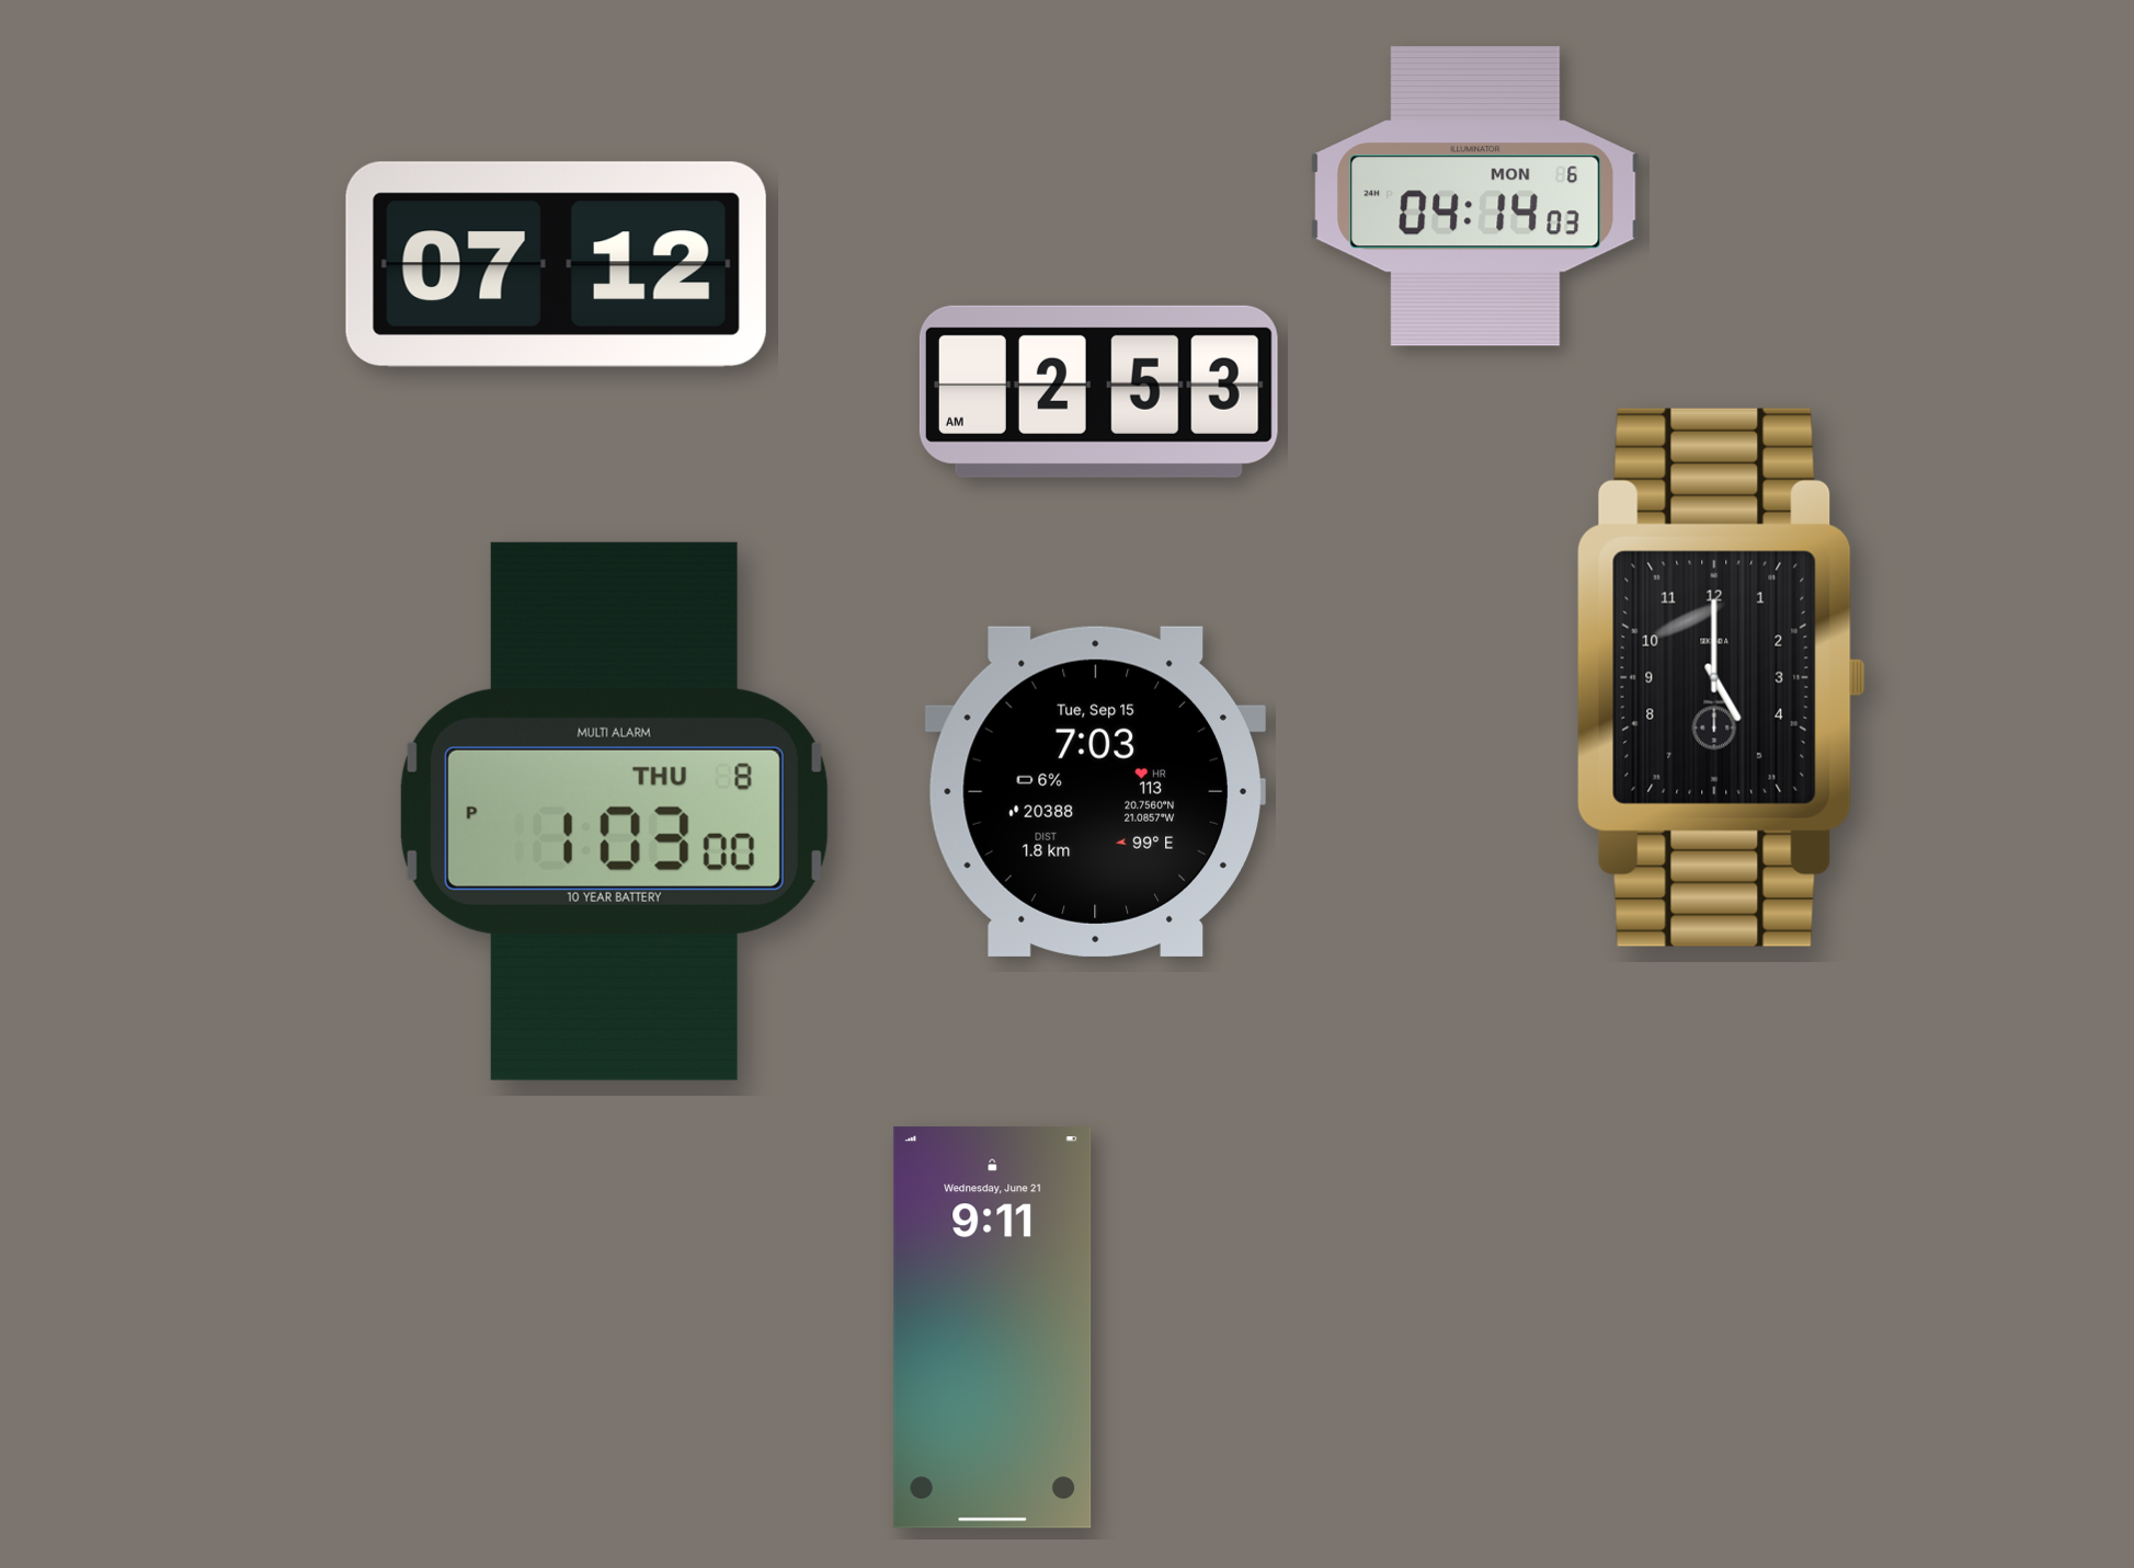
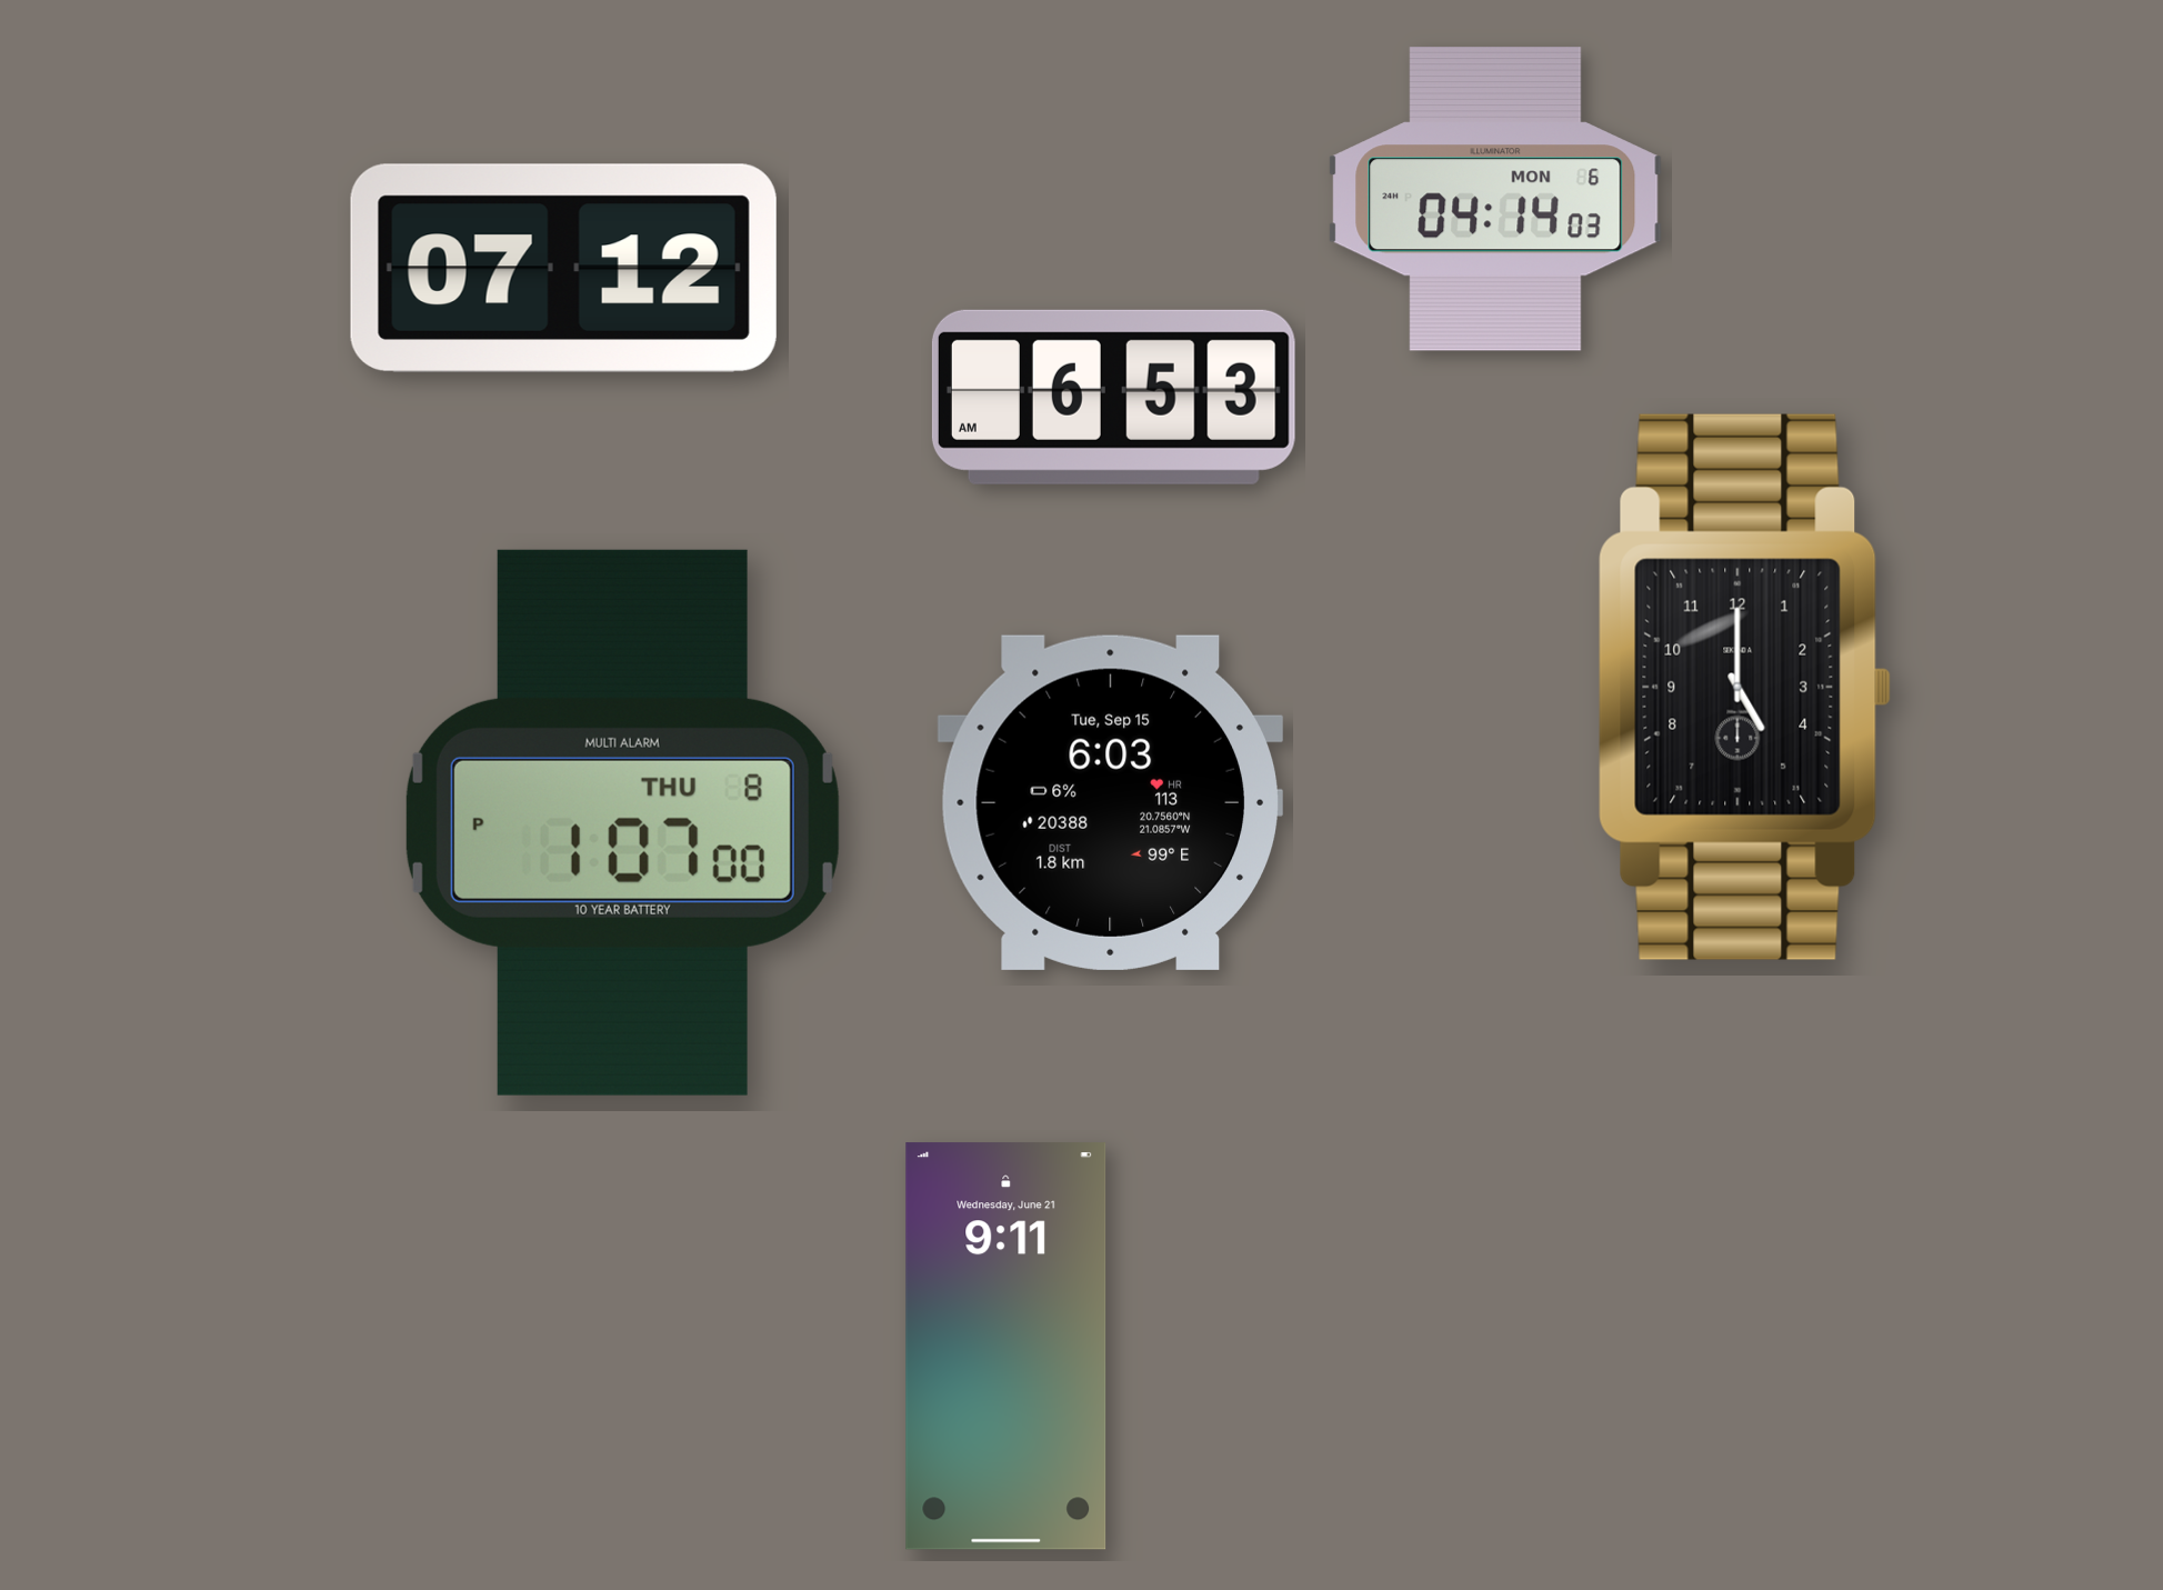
clock at (1098, 391): 2:53 -> 6:53
clock at (1095, 791): 7:03 -> 6:03
clock at (614, 811): 1:03 -> 1:07
